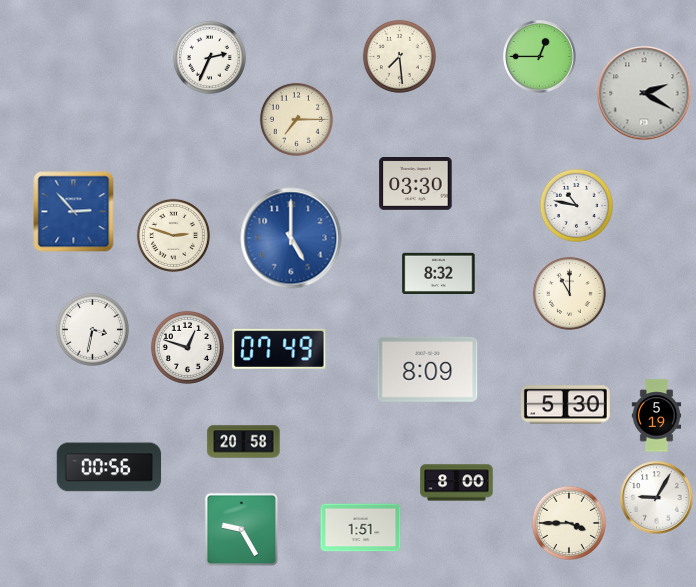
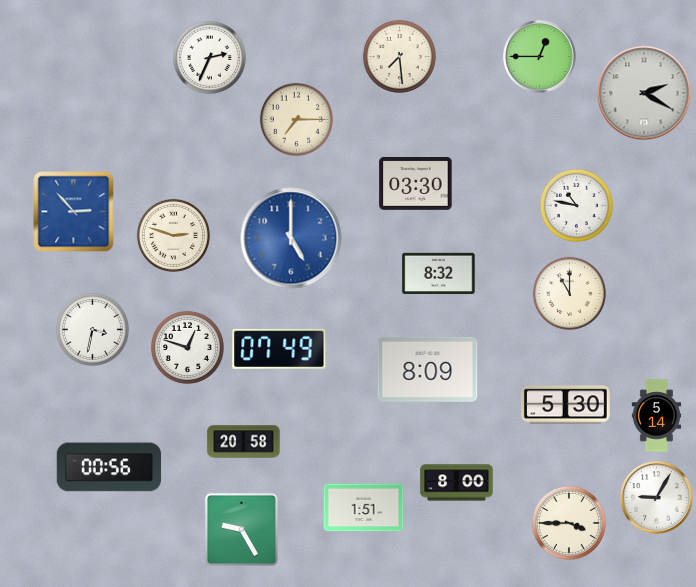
clock at (657, 416): 5:19 -> 5:14
clock at (361, 528) position: (361, 528) -> (364, 508)
